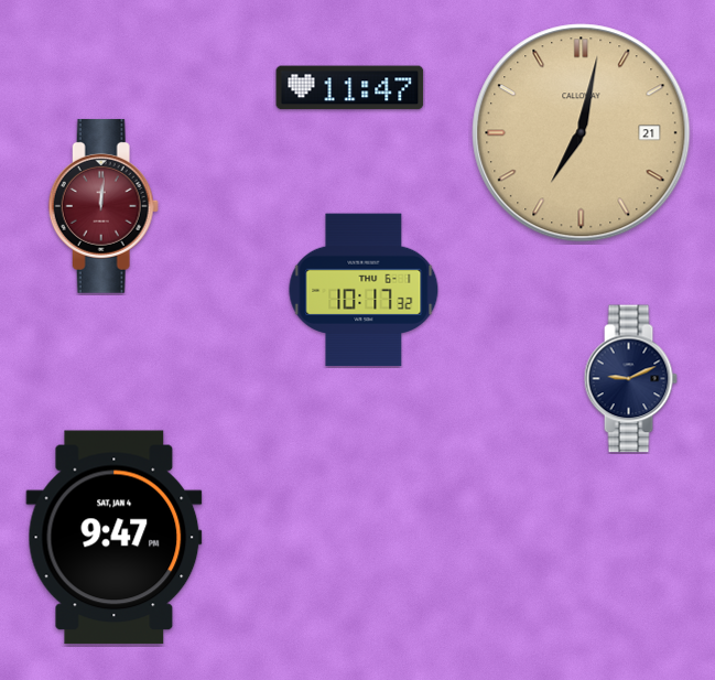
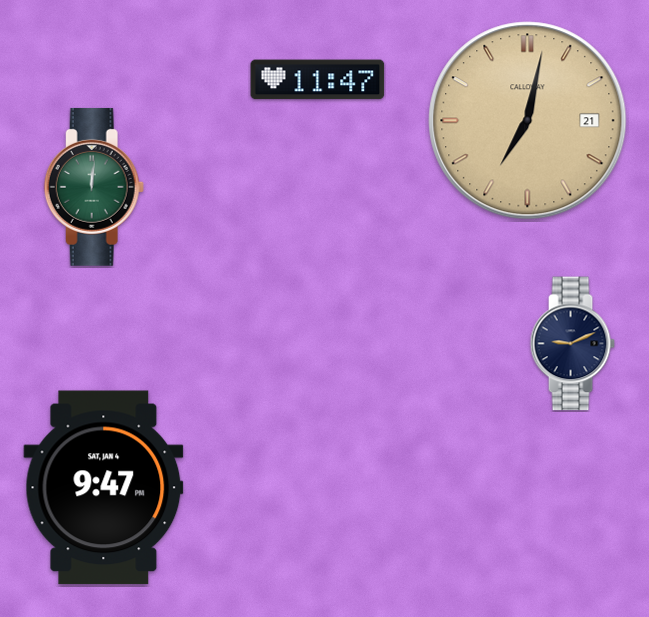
clock at (104, 206) dial: burgundy -> green
clock at (364, 290): 10:17 -> none
